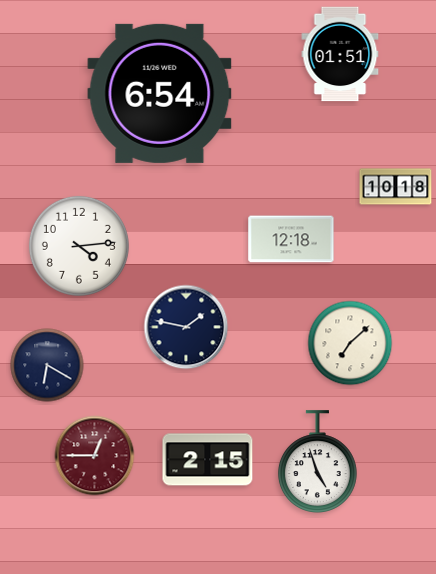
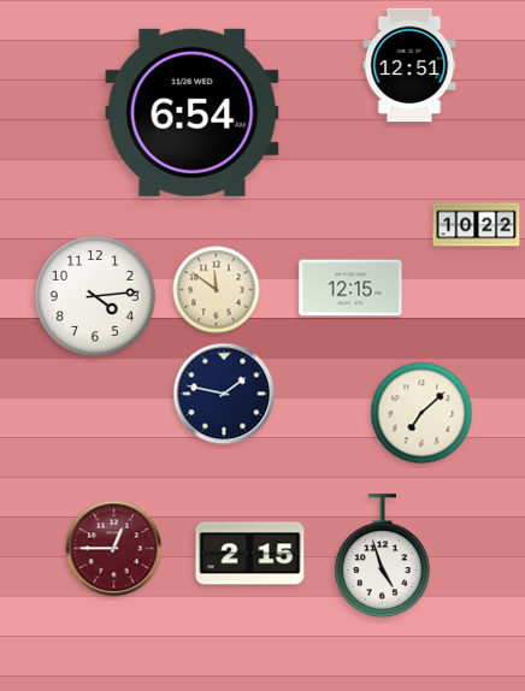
clock at (340, 54): 01:51 -> 12:51
clock at (396, 187): 10:18 -> 10:22
clock at (291, 239): 12:18 -> 12:15
clock at (217, 290): none -> 11:51
clock at (47, 365): 6:20 -> none
